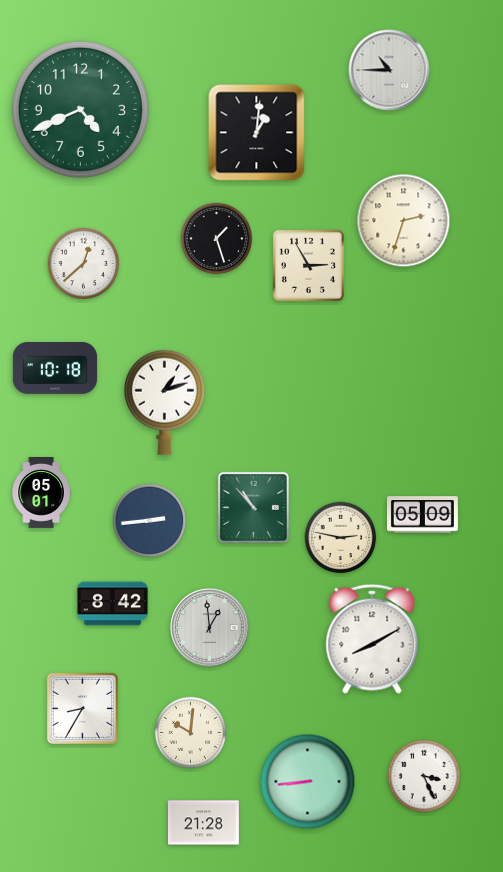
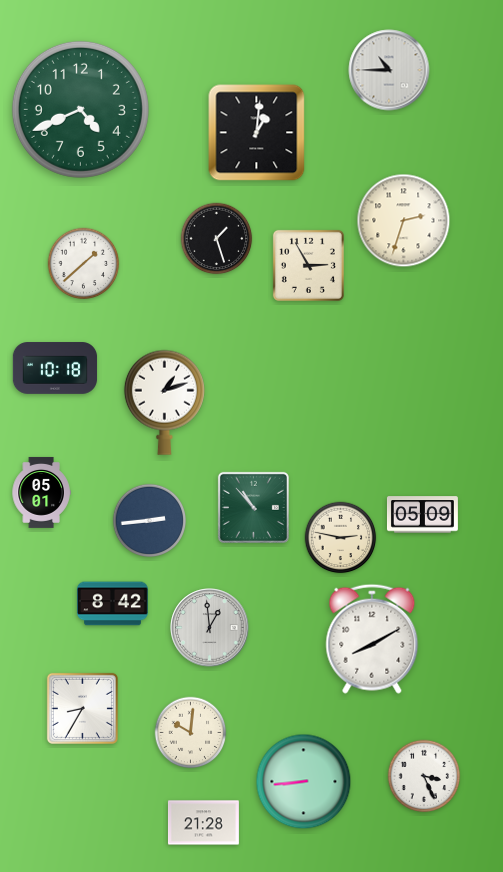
clock at (84, 264): 12:38 -> 1:38
clock at (308, 782) position: (308, 782) -> (304, 782)
